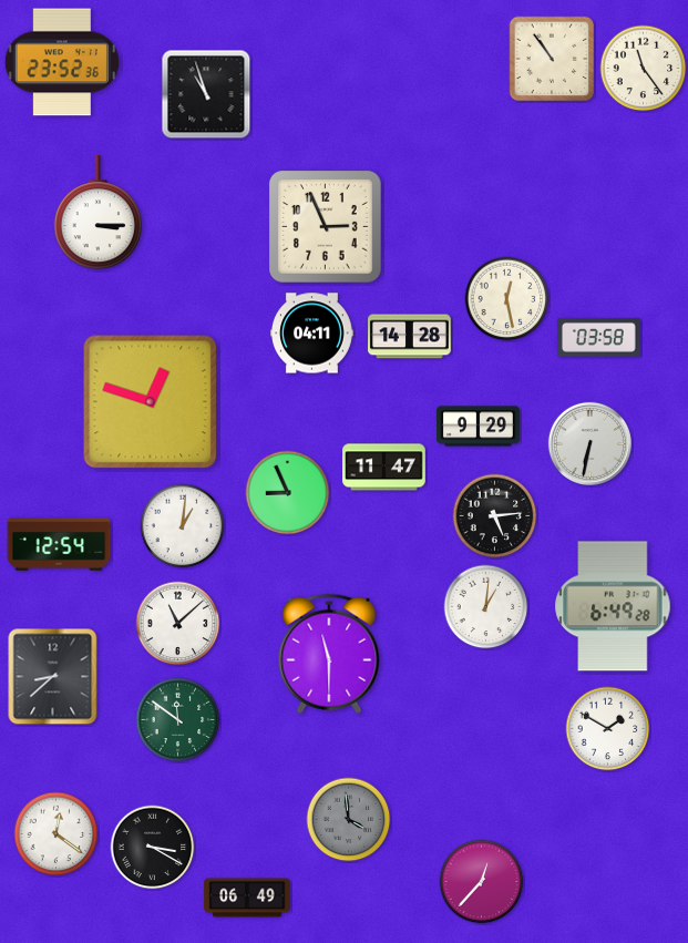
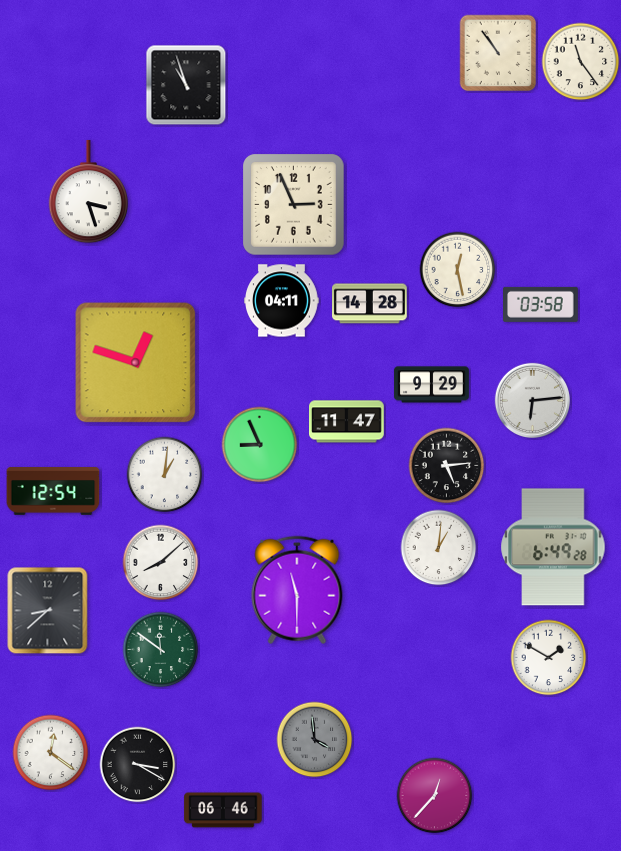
clock at (62, 62): 23:52 -> none
clock at (97, 213): 3:15 -> 3:27
clock at (589, 443): 6:32 -> 6:14
clock at (178, 624): 11:08 -> 8:08
clock at (247, 898): 06:49 -> 06:46
